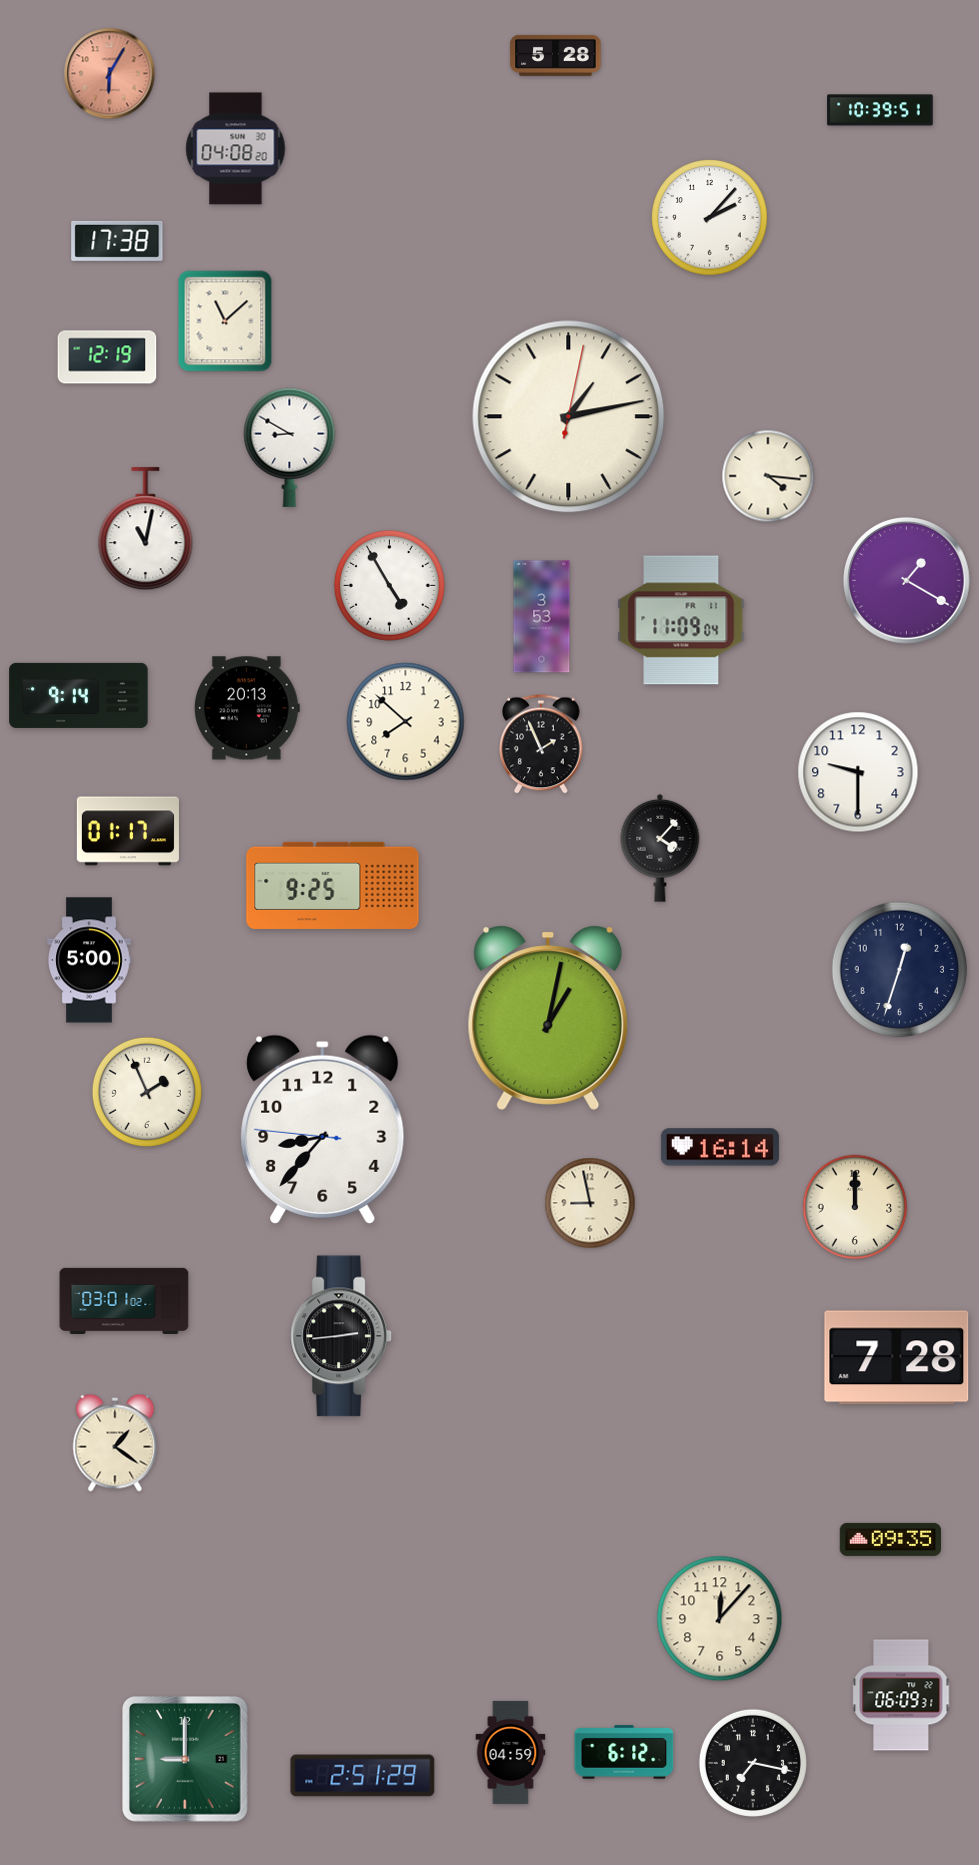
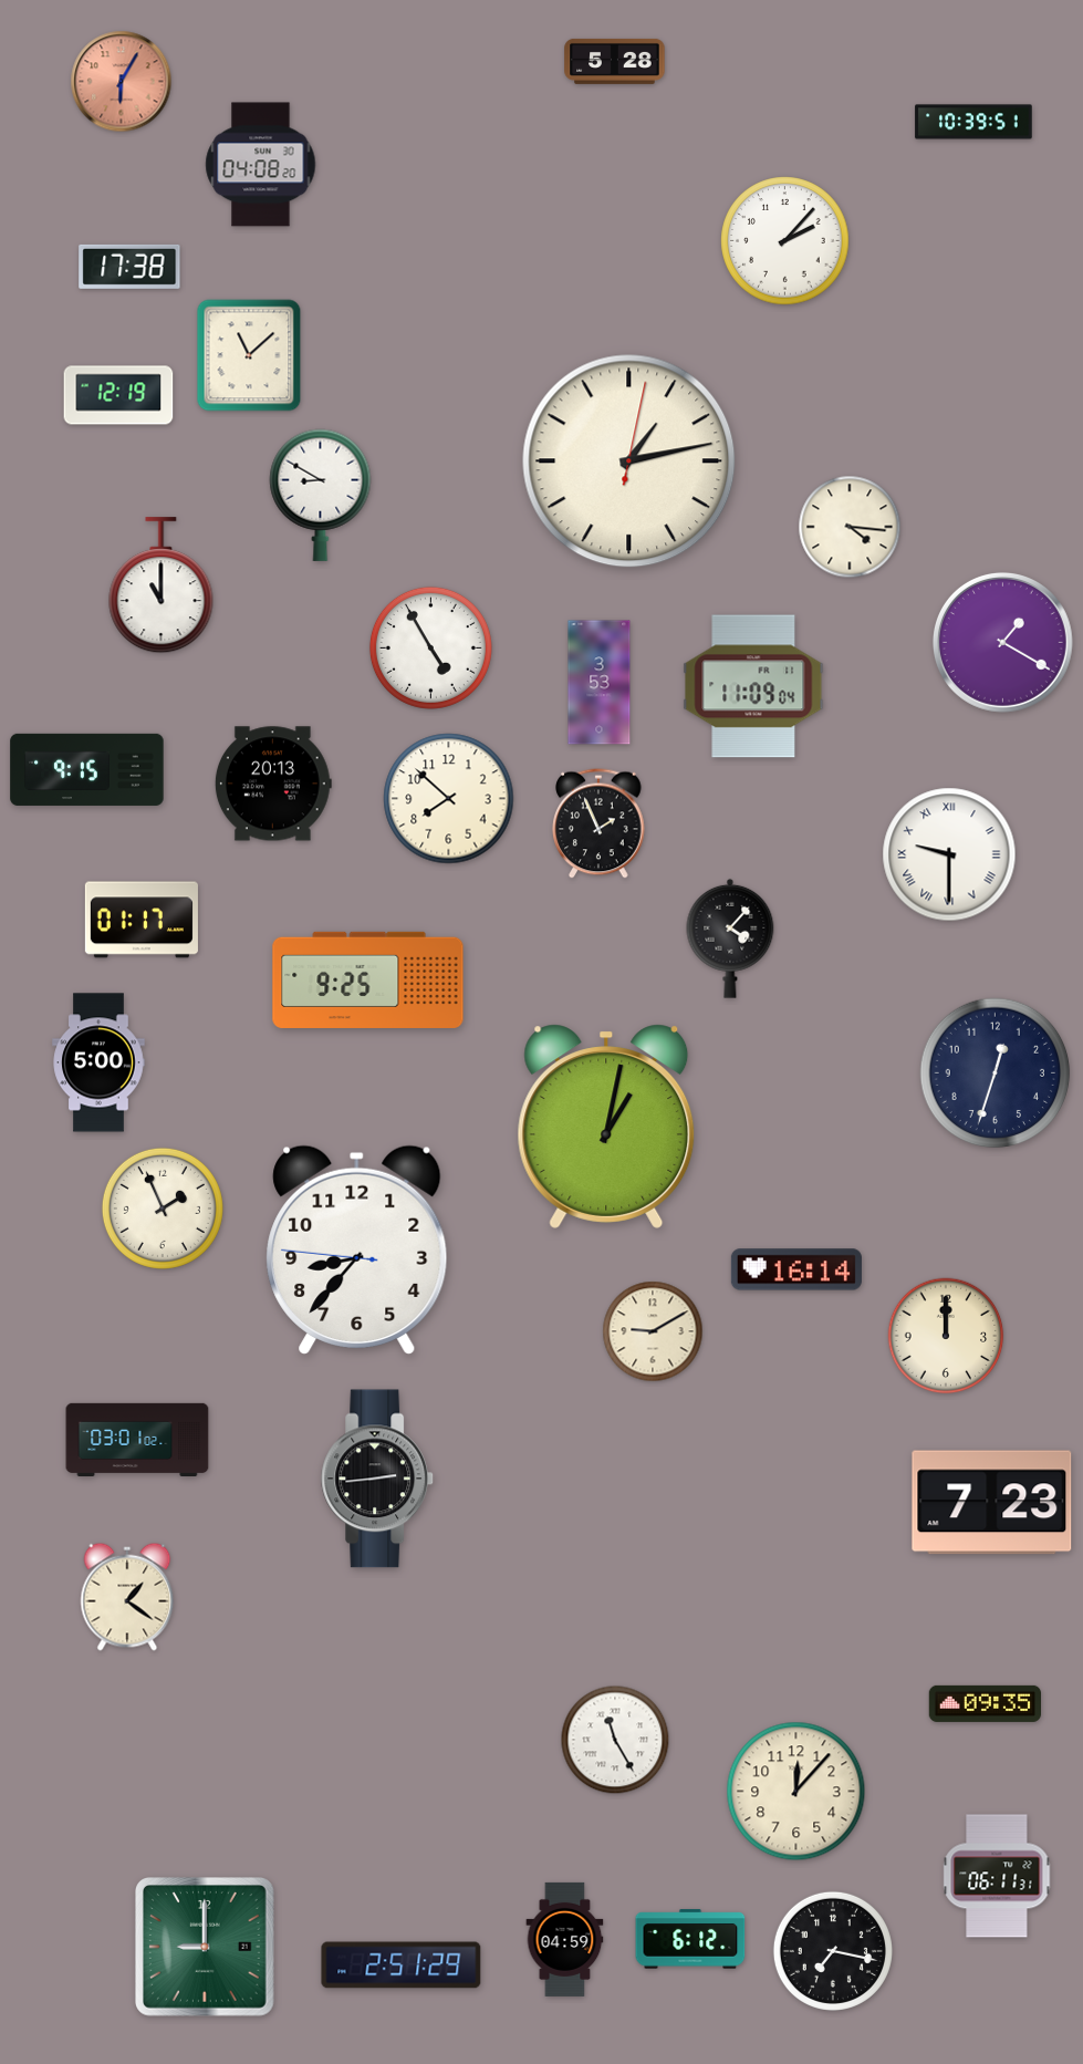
clock at (146, 529): 11:02 -> 11:00
clock at (79, 695): 9:14 -> 9:15
clock at (858, 772) numerals: Arabic -> Roman
clock at (590, 1203): 8:58 -> 9:10
clock at (897, 1358): 7:28 -> 7:23
clock at (615, 1740): none -> 11:25
clock at (901, 1695): 06:09 -> 06:11
